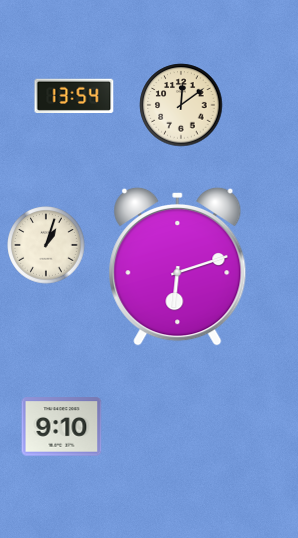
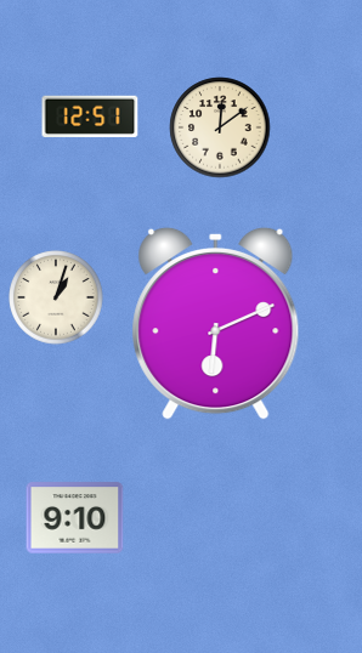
clock at (74, 96): 13:54 -> 12:51
clock at (178, 266): 6:12 -> 6:11
